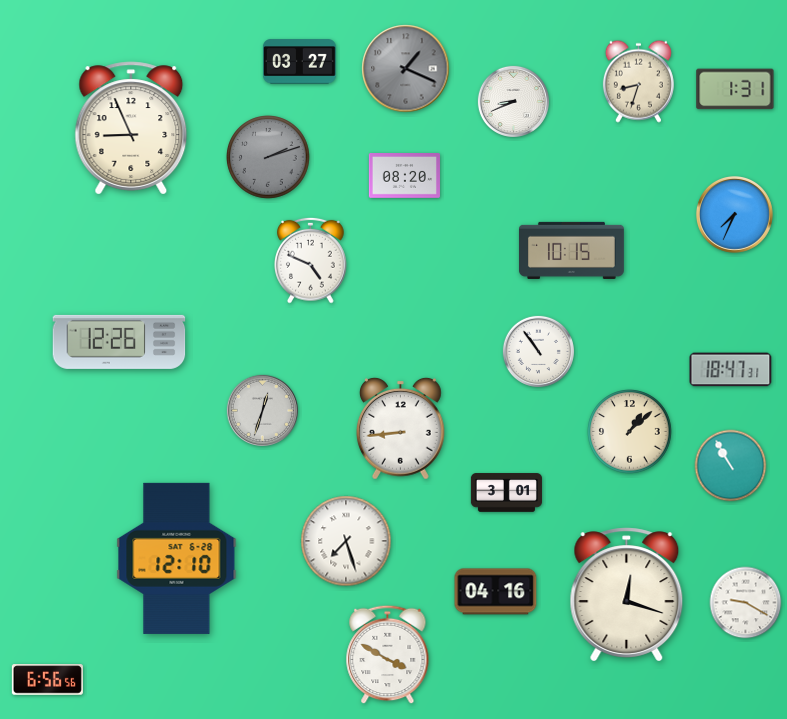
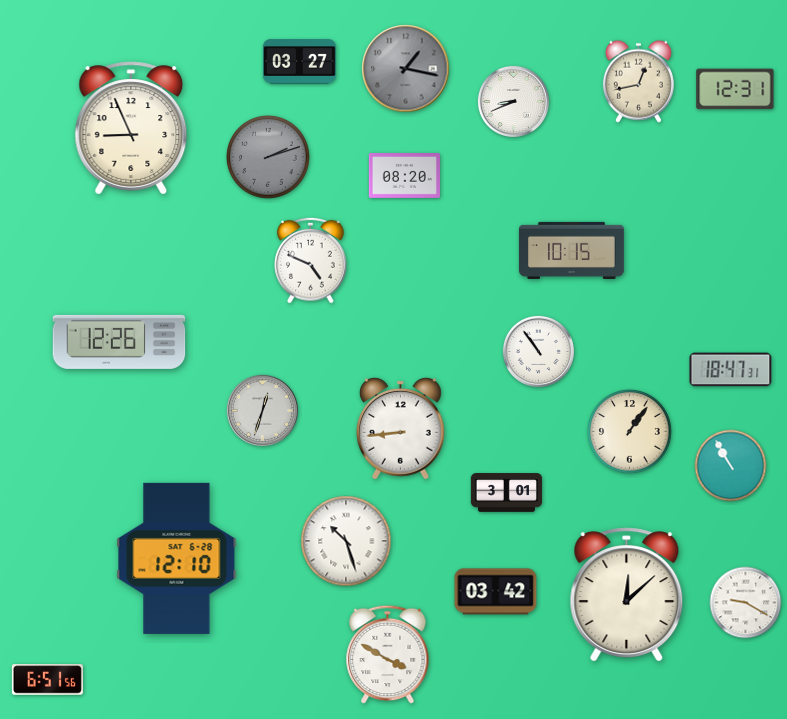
clock at (406, 69): 1:19 -> 1:17
clock at (638, 81): 8:33 -> 12:43
clock at (735, 89): 1:31 -> 12:31
clock at (734, 214): 7:34 -> none
clock at (630, 432): 1:08 -> 1:06
clock at (346, 541): 7:27 -> 10:27
clock at (496, 592): 04:16 -> 03:42
clock at (627, 595): 12:18 -> 12:08
clock at (47, 680): 6:56 -> 6:51
